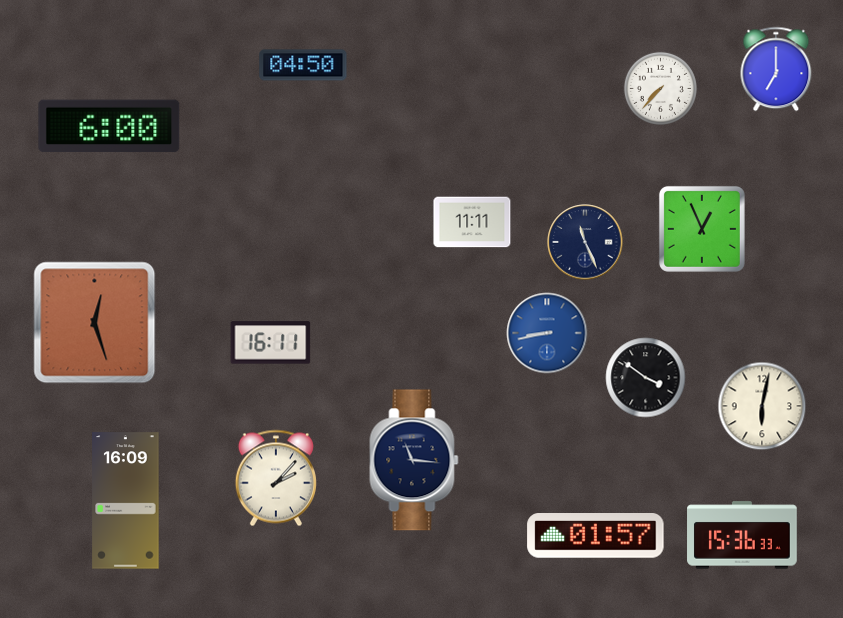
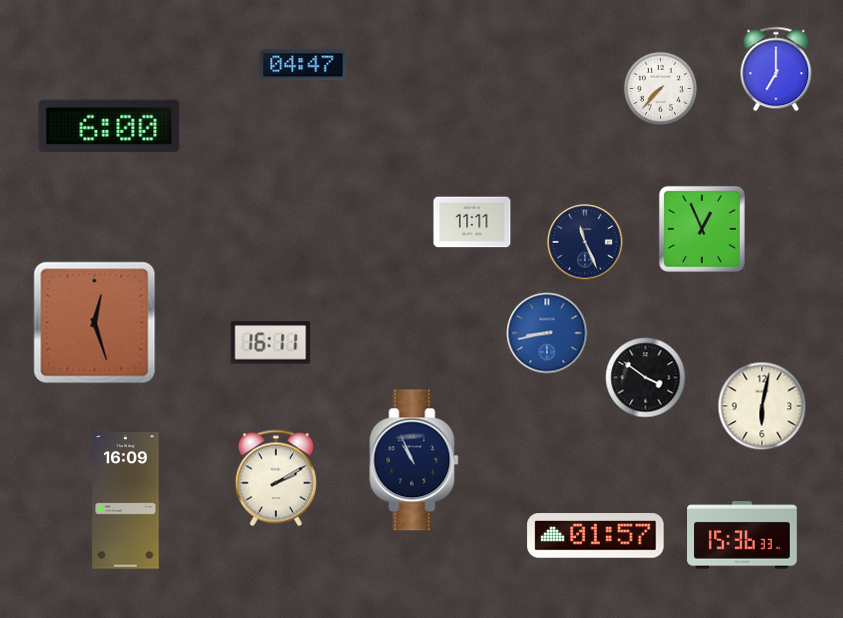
clock at (303, 65): 04:50 -> 04:47
clock at (414, 460): 11:16 -> 10:56
clock at (276, 478): 2:07 -> 2:10
